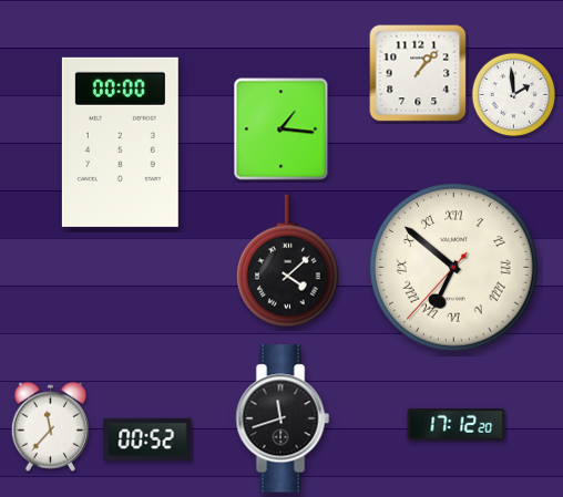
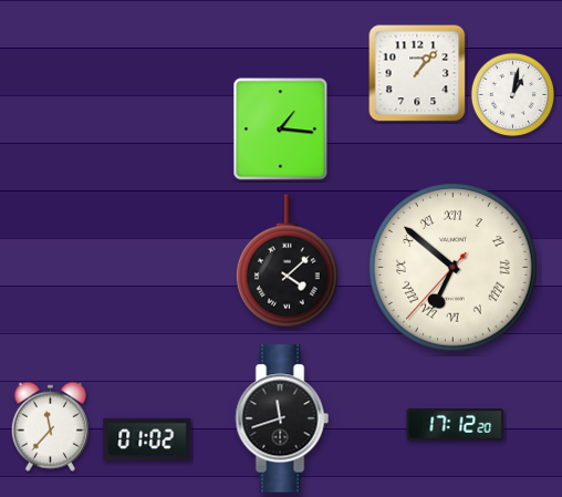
clock at (514, 95): 1:59 -> 1:02
clock at (120, 142): 00:00 -> none
clock at (147, 439): 00:52 -> 01:02
